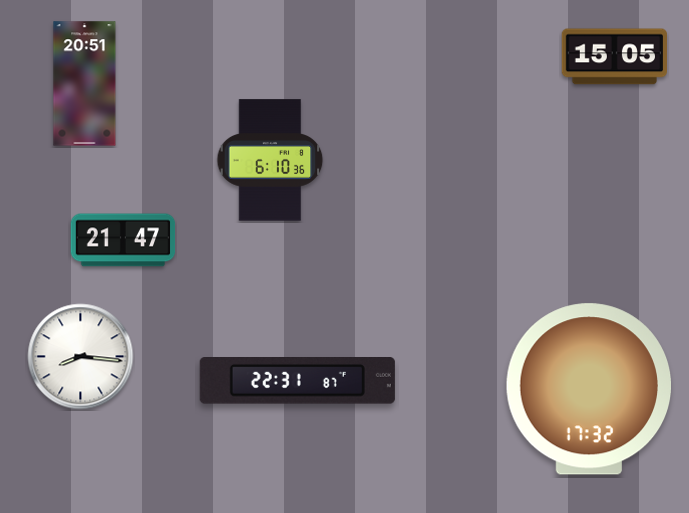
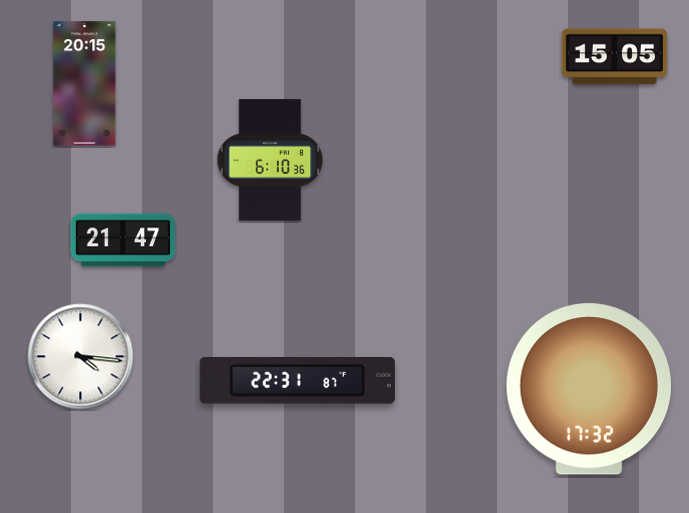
clock at (85, 84): 20:51 -> 20:15
clock at (81, 357): 8:16 -> 4:16
